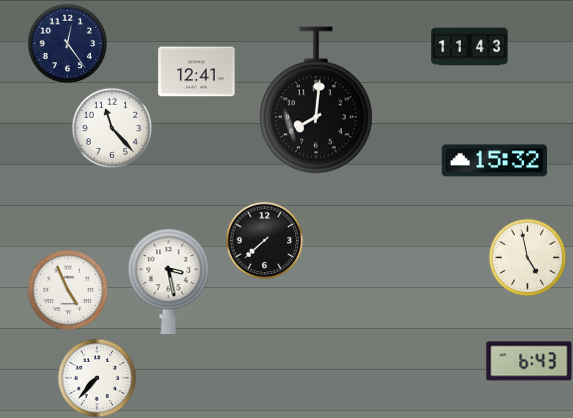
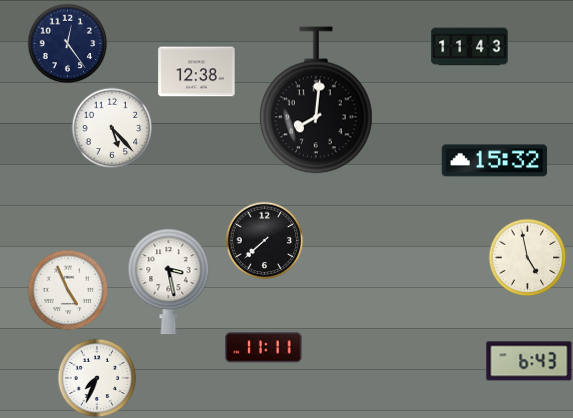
clock at (197, 72): 12:41 -> 12:38
clock at (112, 128): 11:23 -> 5:23
clock at (264, 348): none -> 11:11
clock at (97, 378): 7:37 -> 7:34
